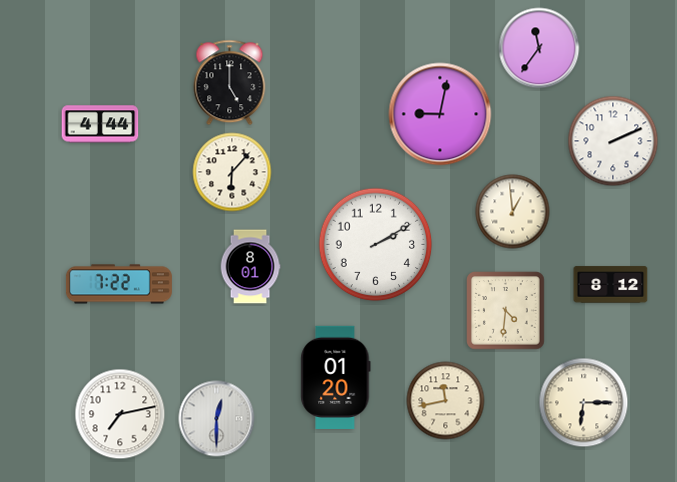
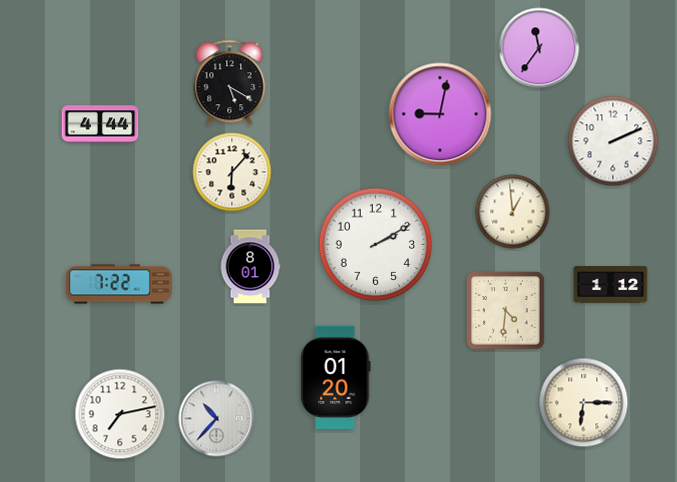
clock at (230, 83): 5:00 -> 5:20
clock at (611, 285): 8:12 -> 1:12
clock at (446, 401): 11:43 -> none
clock at (217, 419): 12:30 -> 10:37
